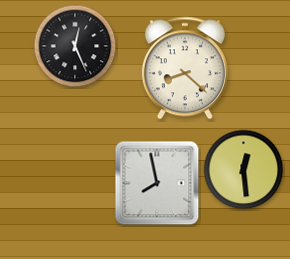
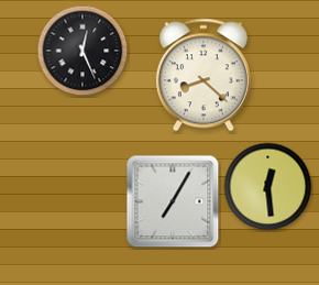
clock at (157, 183): 7:58 -> 7:05
